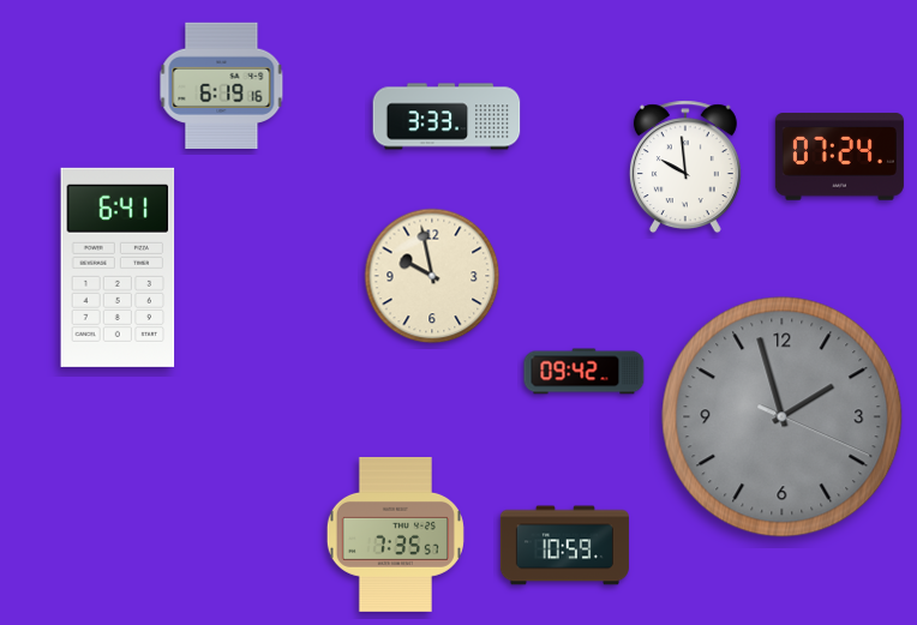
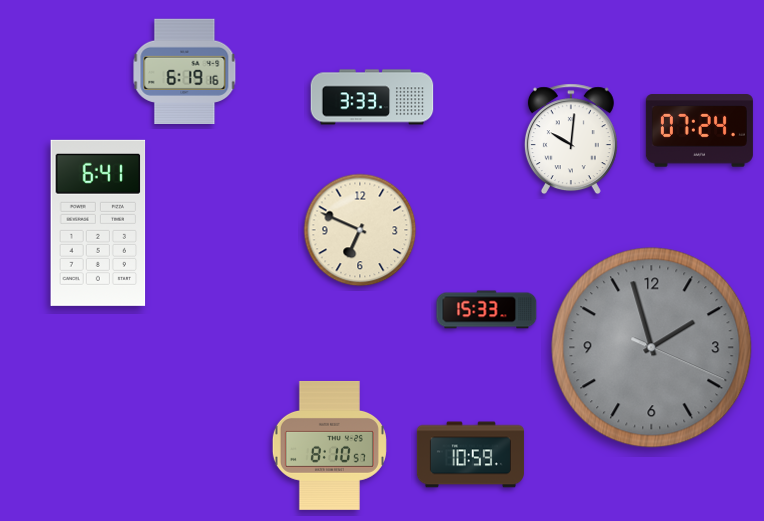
clock at (685, 167): 9:59 -> 10:01
clock at (432, 276): 9:58 -> 6:49
clock at (585, 372): 09:42 -> 15:33
clock at (395, 534): 7:35 -> 8:10
